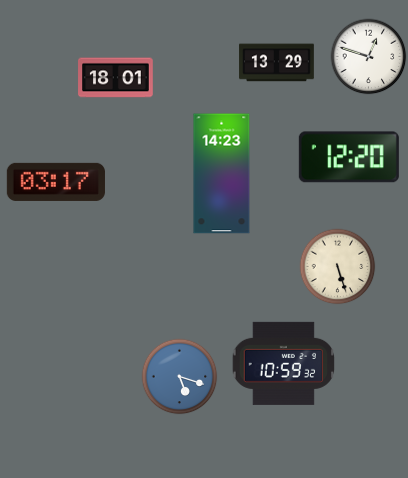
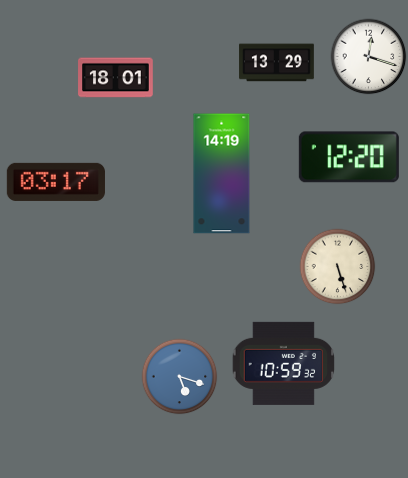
clock at (369, 57): 12:48 -> 12:18
clock at (222, 174): 14:23 -> 14:19
